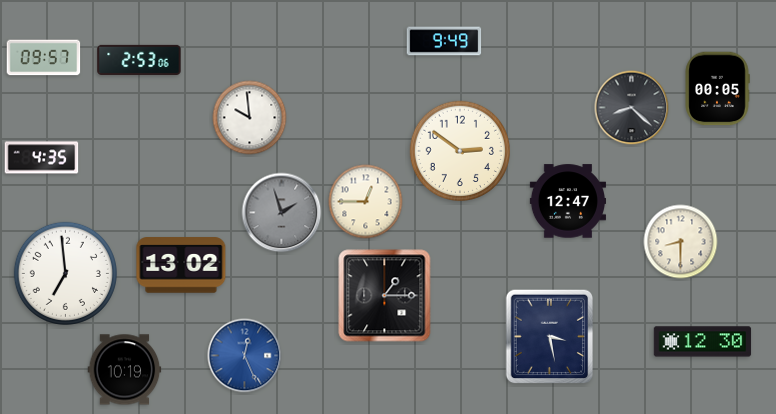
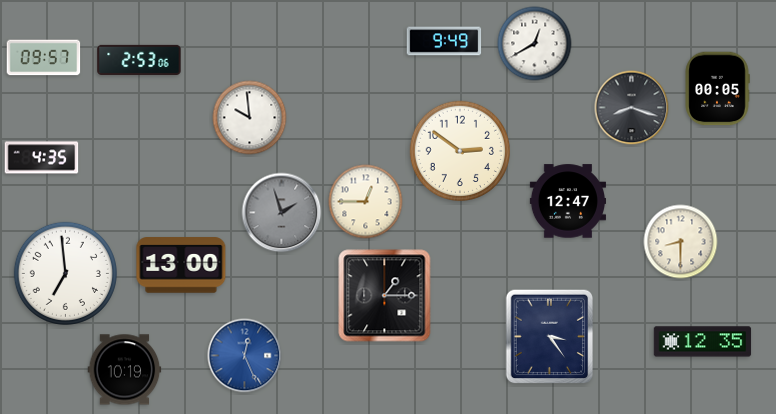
clock at (535, 44): none -> 12:40
clock at (632, 108): 8:22 -> 8:18
clock at (181, 265): 13:02 -> 13:00
clock at (550, 337): 3:28 -> 3:24
clock at (703, 342): 12:30 -> 12:35
